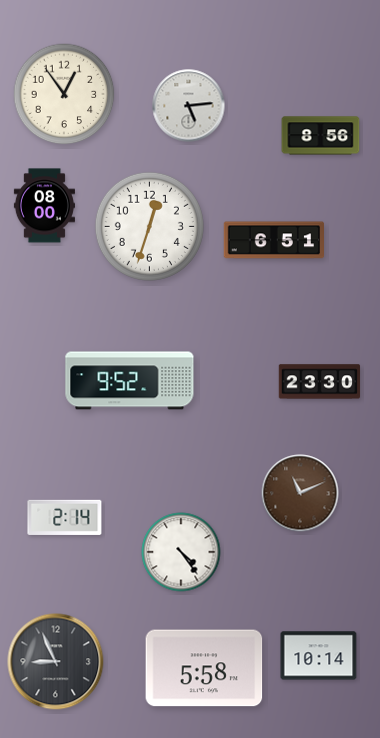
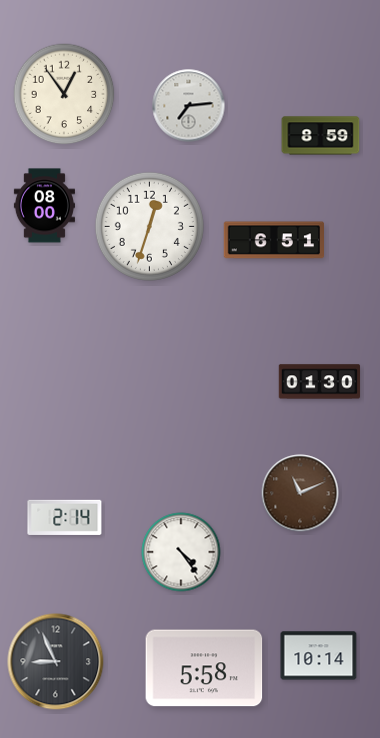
clock at (189, 106): 5:14 -> 7:14
clock at (321, 136): 8:56 -> 8:59
clock at (130, 381): 9:52 -> none
clock at (320, 382): 23:30 -> 01:30
